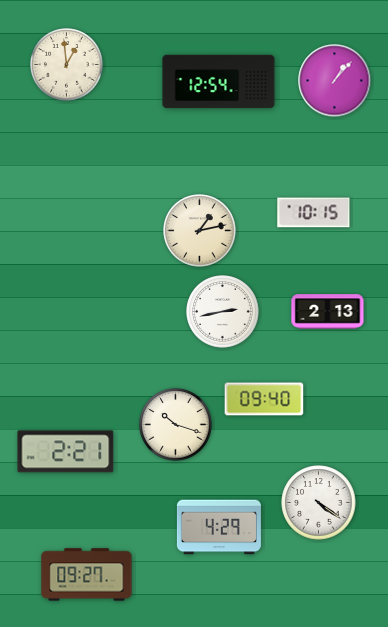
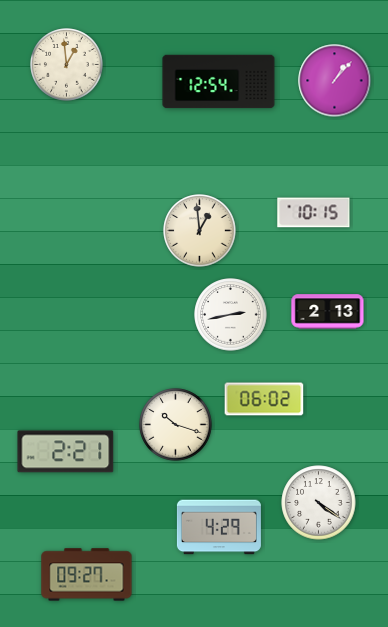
clock at (200, 231): 1:13 -> 12:59
clock at (223, 312) position: (223, 312) -> (231, 315)
clock at (264, 399): 09:40 -> 06:02
